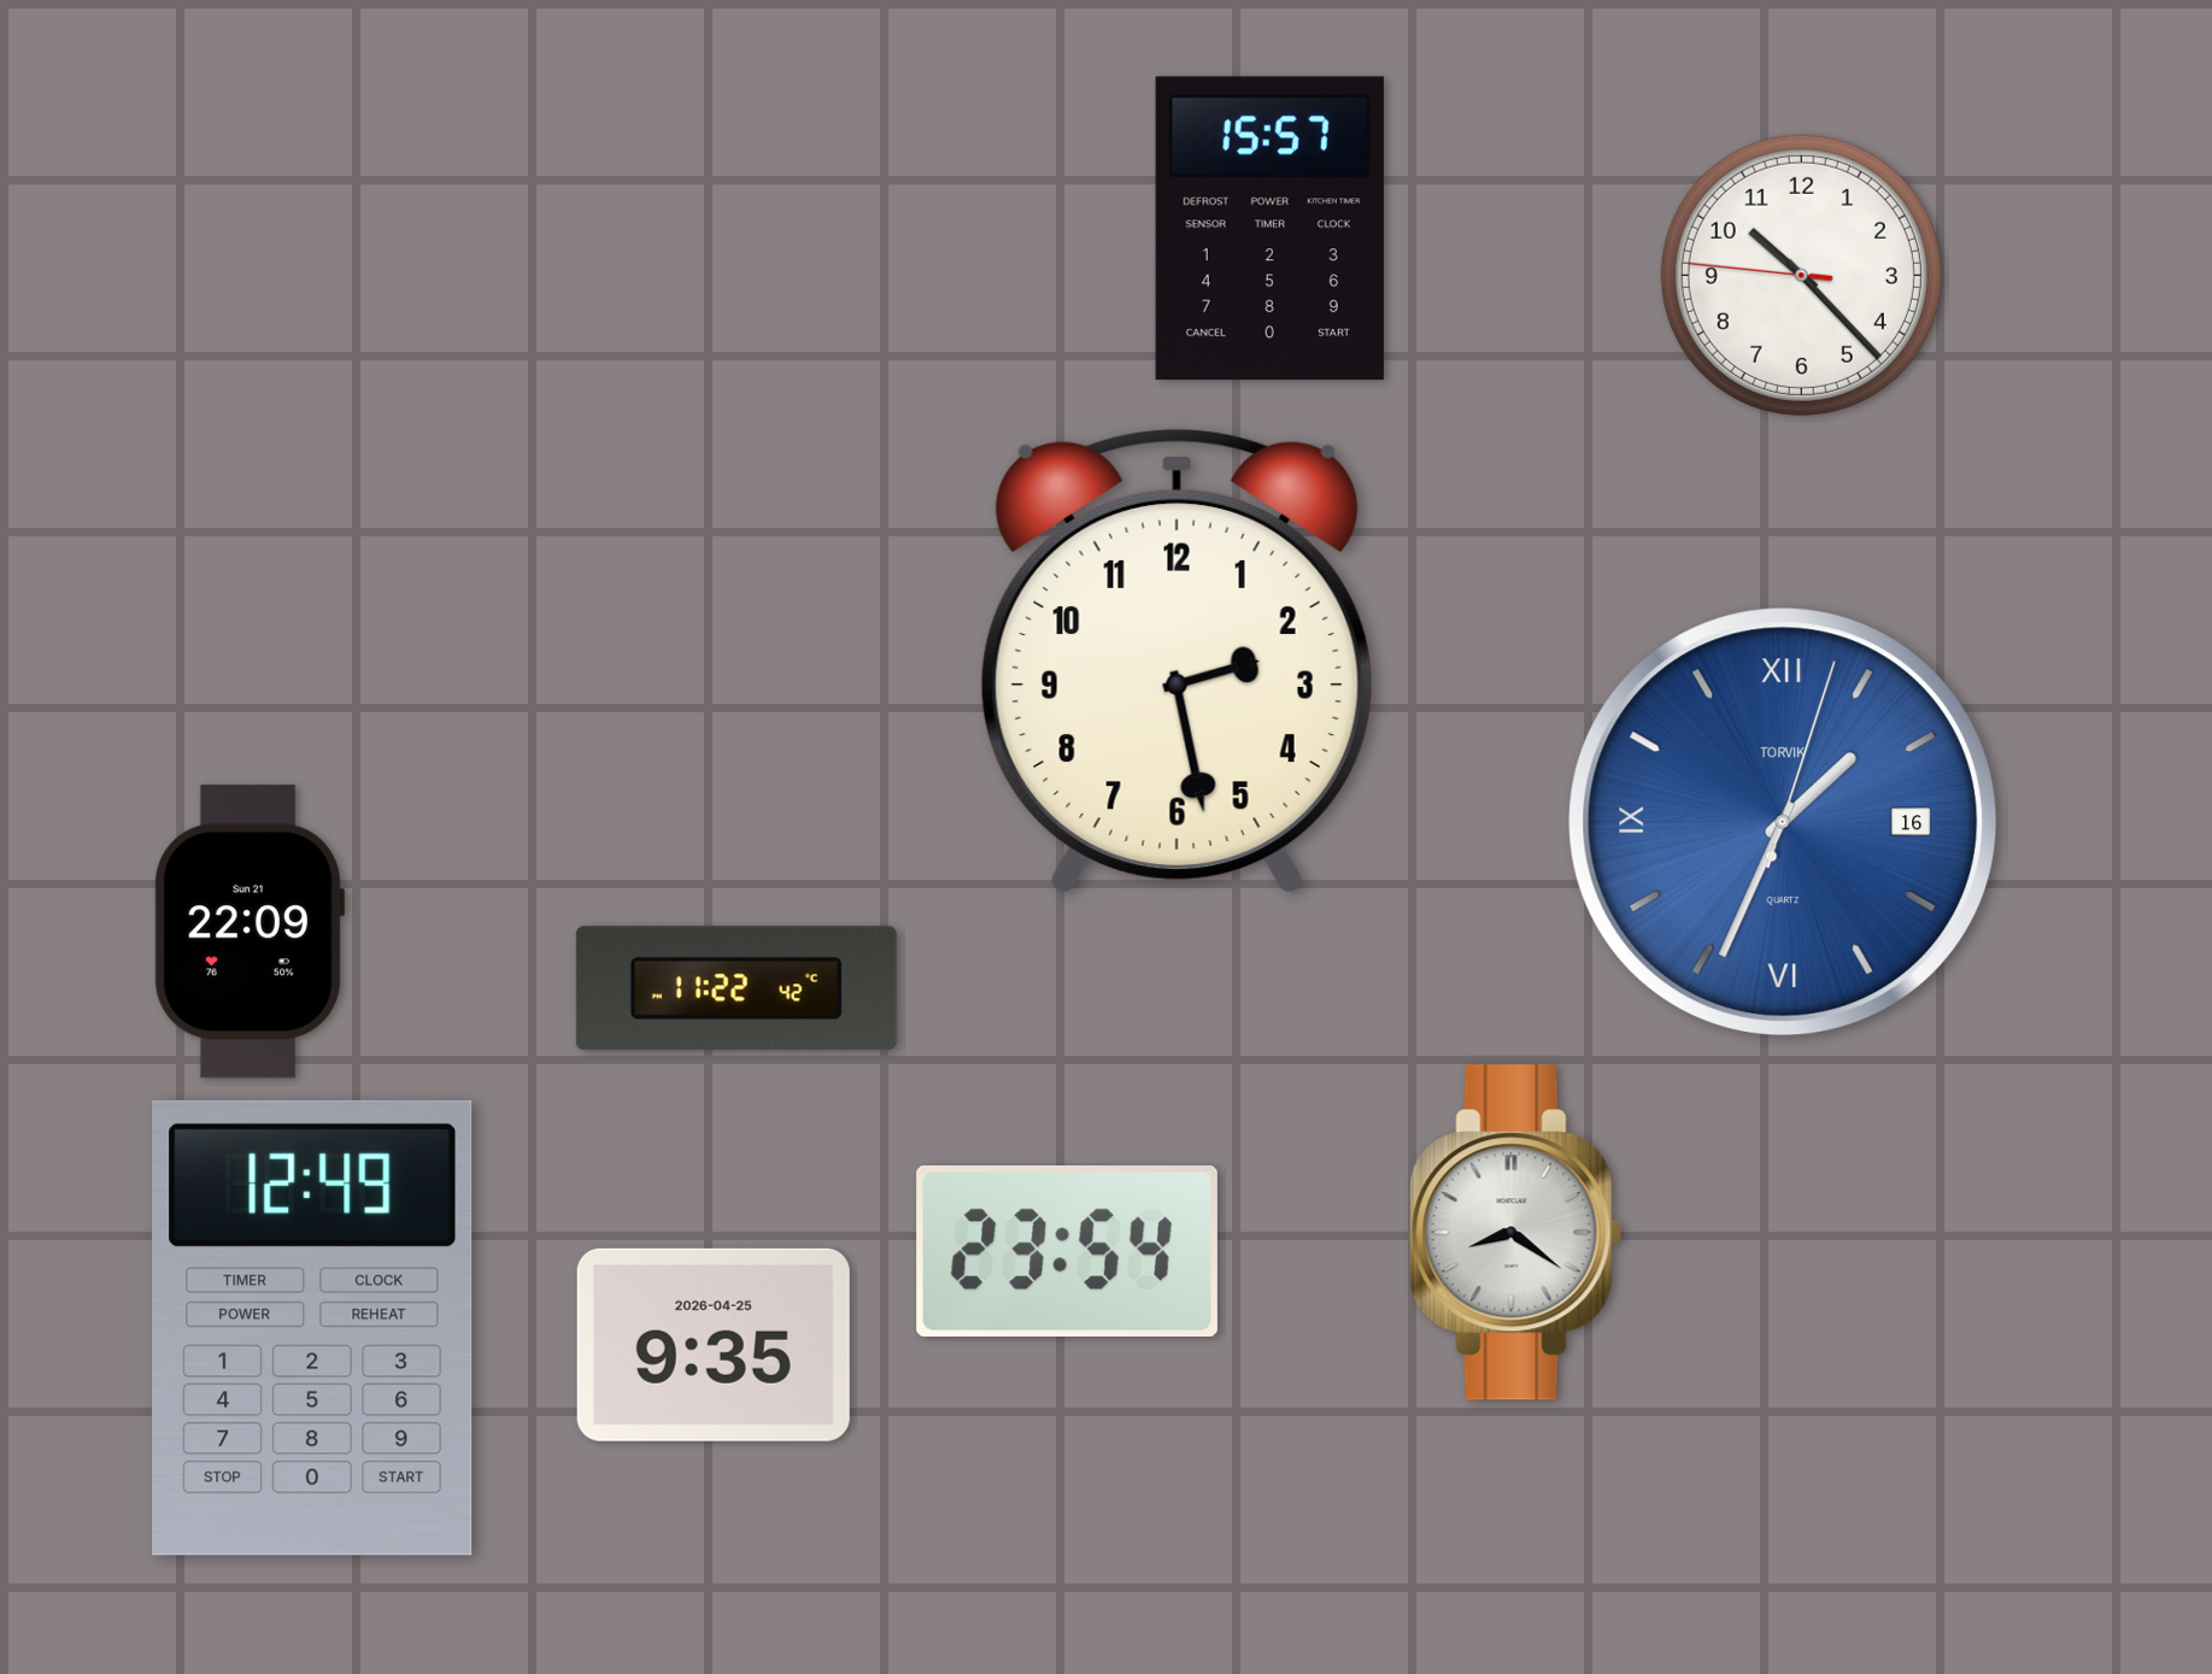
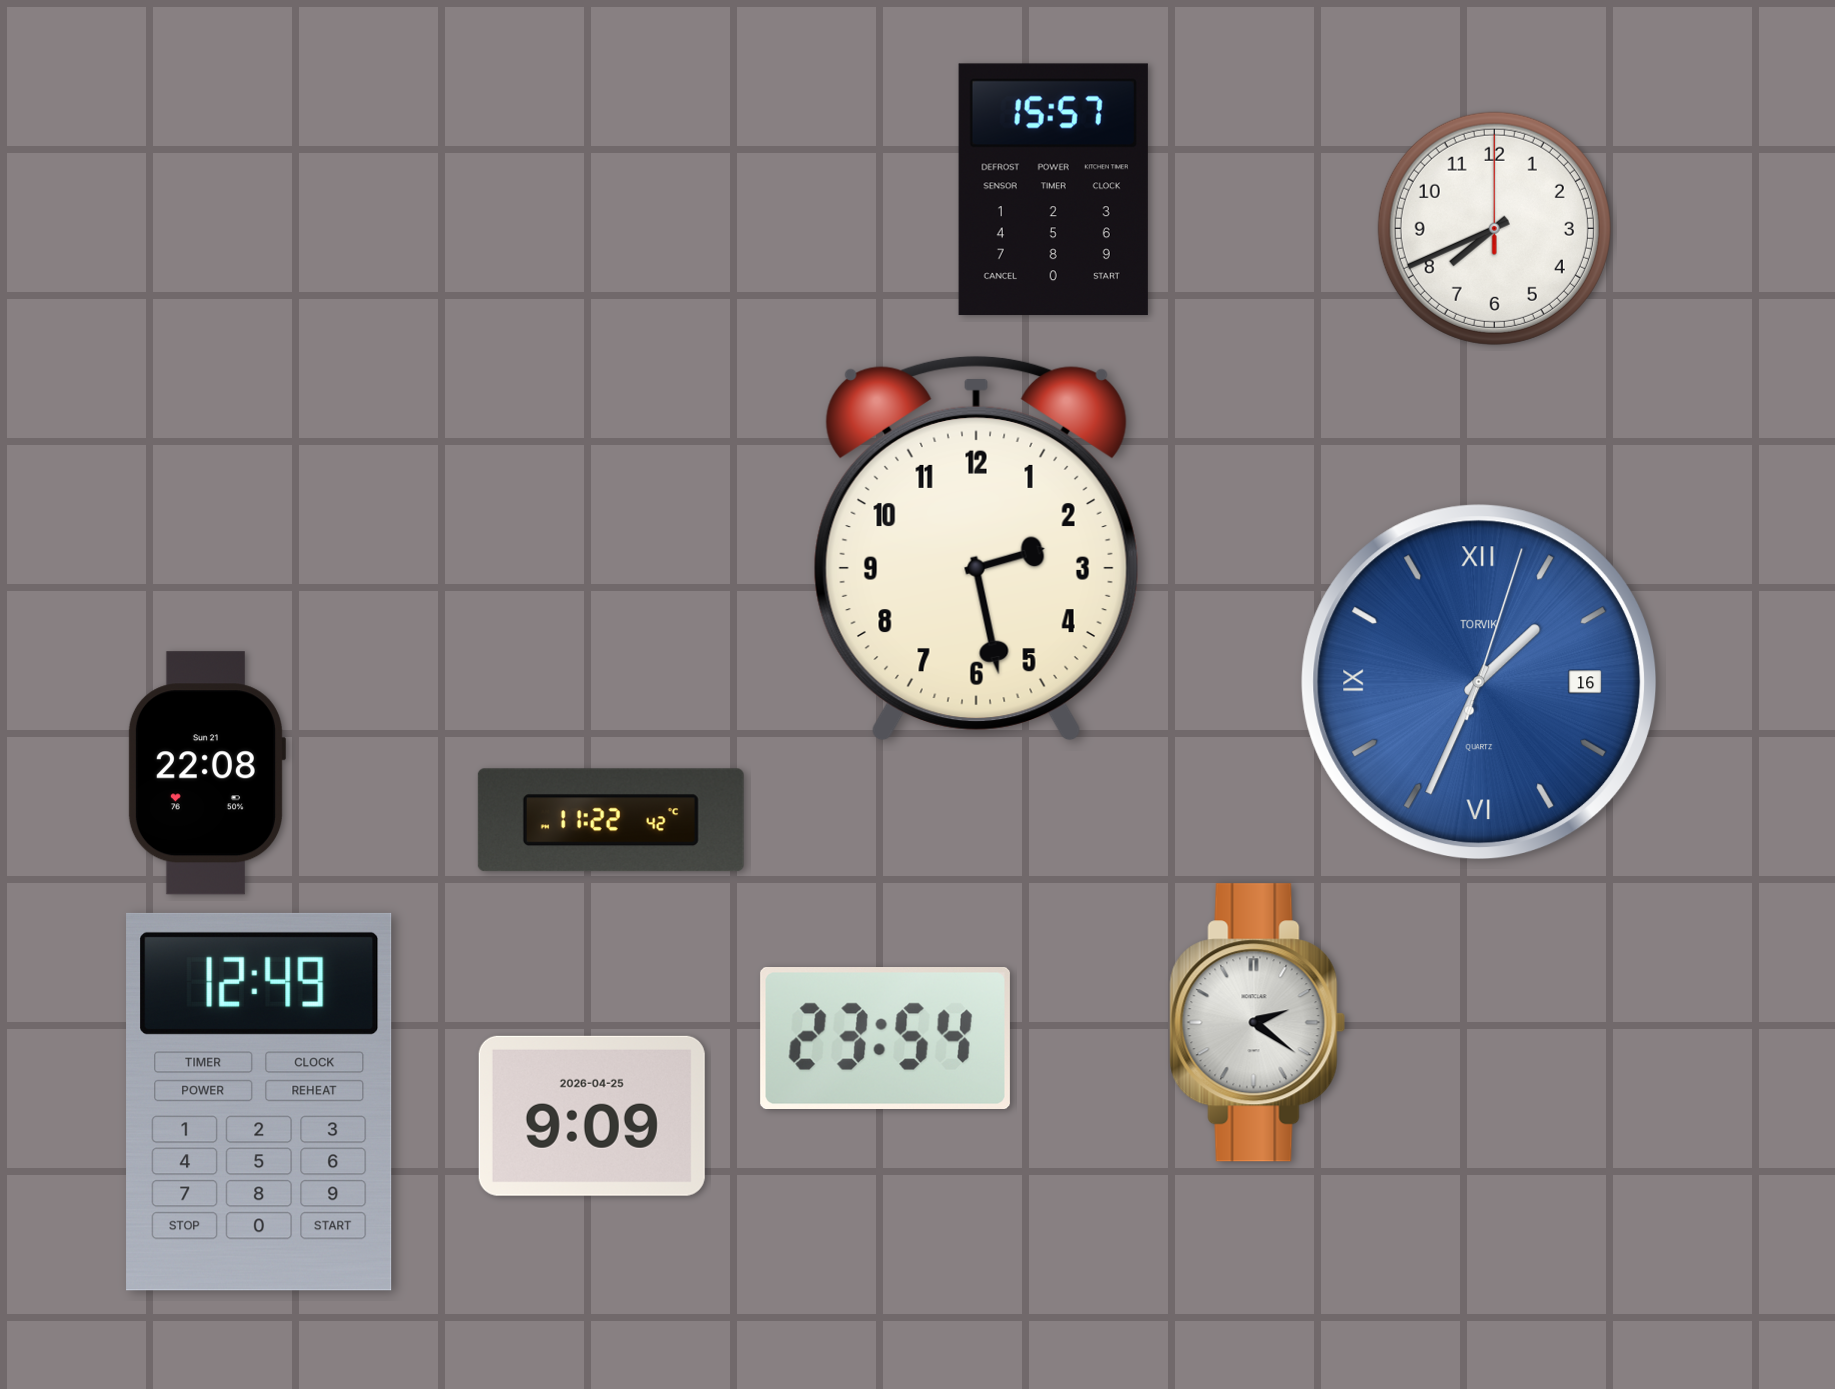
clock at (1801, 275): 10:22 -> 7:41
clock at (248, 932): 22:09 -> 22:08
clock at (1516, 1233): 8:21 -> 2:21
clock at (714, 1345): 9:35 -> 9:09
